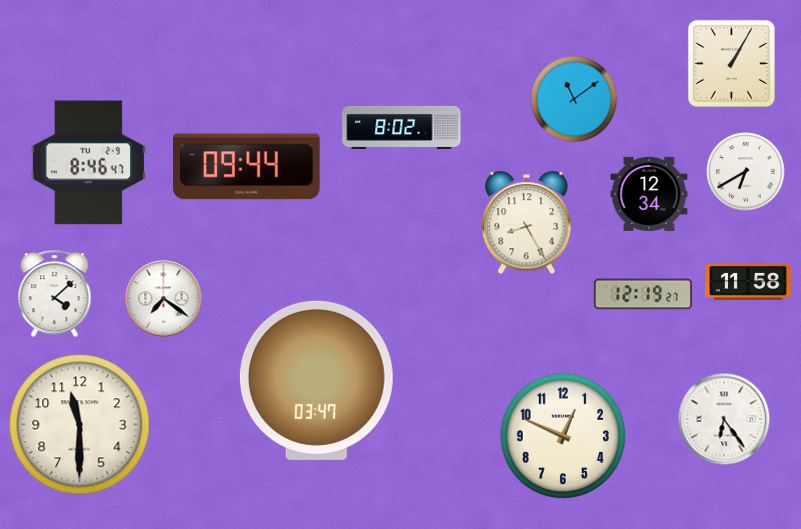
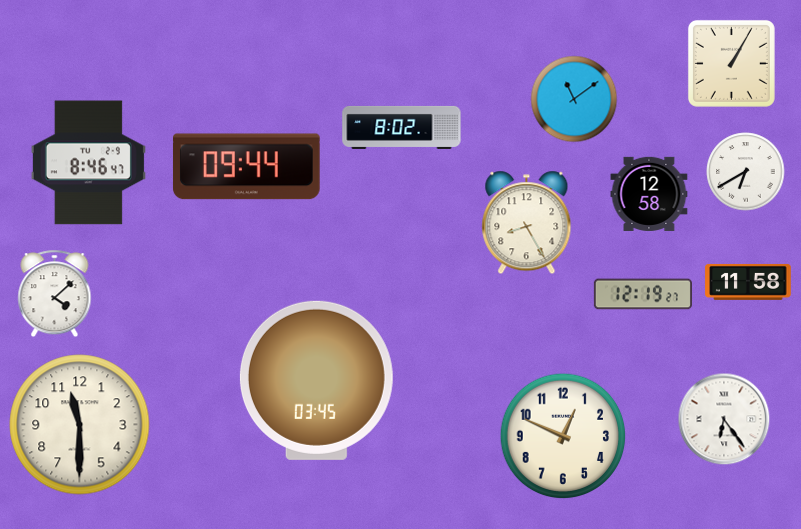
clock at (649, 194): 12:34 -> 12:58
clock at (164, 299): 7:21 -> none
clock at (316, 380): 03:47 -> 03:45
